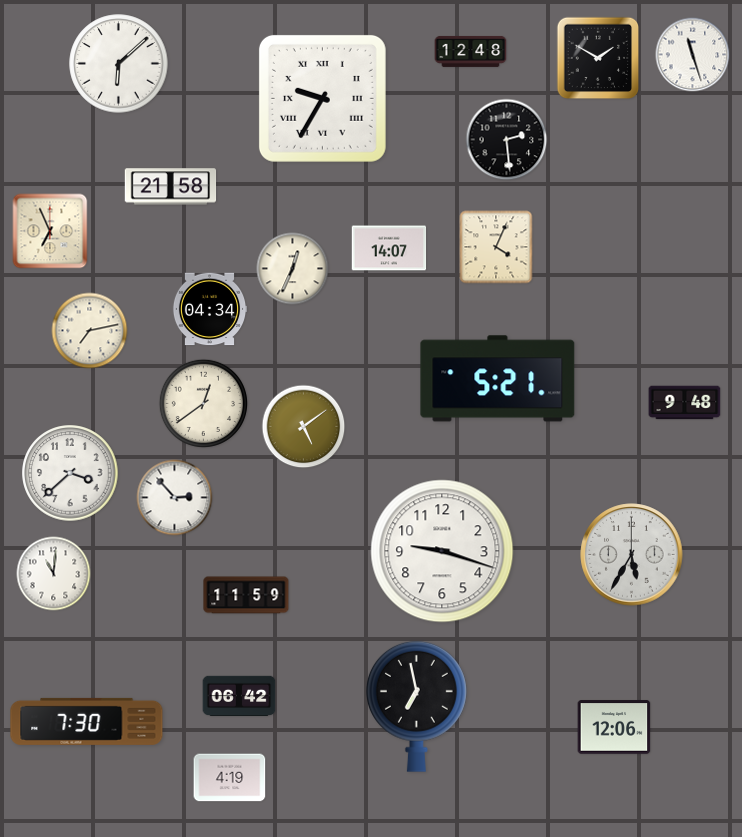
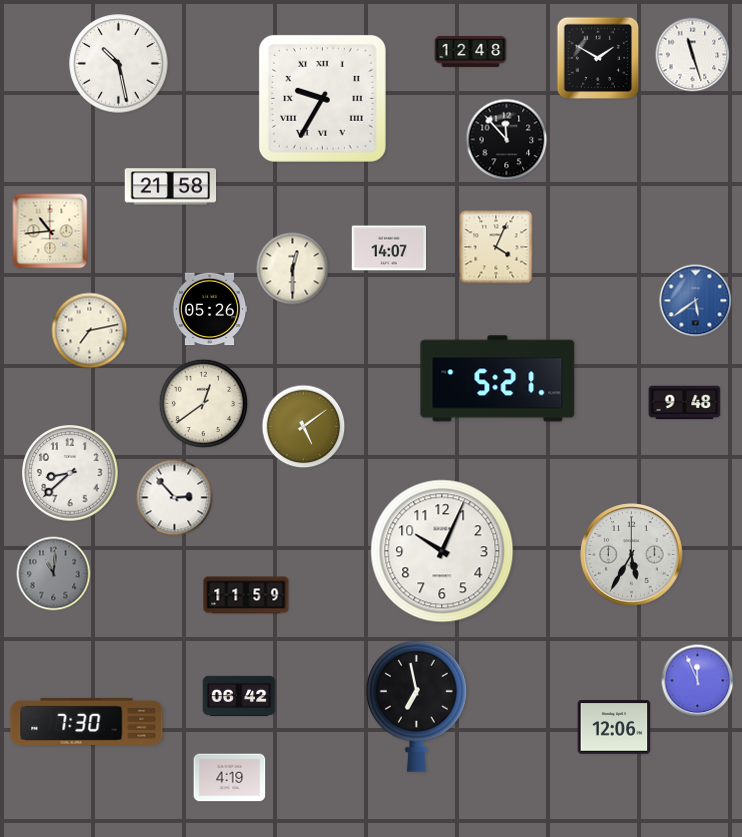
clock at (119, 64): 6:08 -> 10:28
clock at (507, 140): 2:29 -> 11:53
clock at (50, 231): 6:56 -> 10:44
clock at (293, 269): 12:34 -> 12:30
clock at (696, 301): none -> 5:39
clock at (210, 309): 04:34 -> 05:26
clock at (70, 473): 3:38 -> 8:38
clock at (442, 551): 9:18 -> 10:04
clock at (54, 574) dial: white -> grey
clock at (698, 681): none -> 11:56
